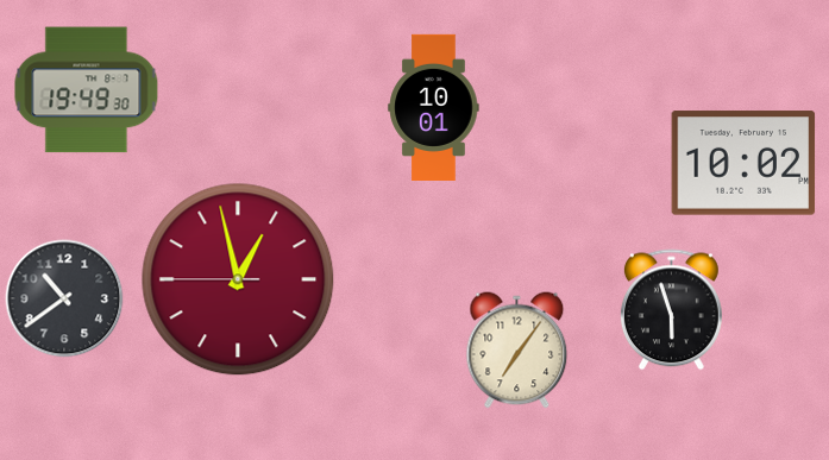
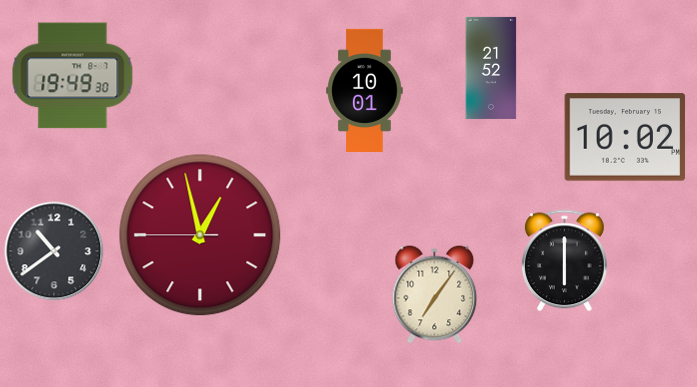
clock at (491, 68): none -> 21:52
clock at (671, 310): 5:57 -> 6:00
